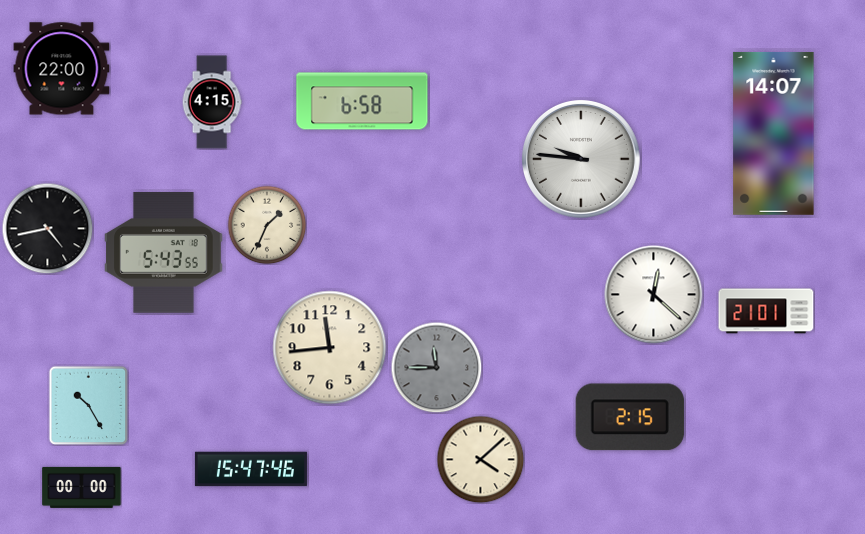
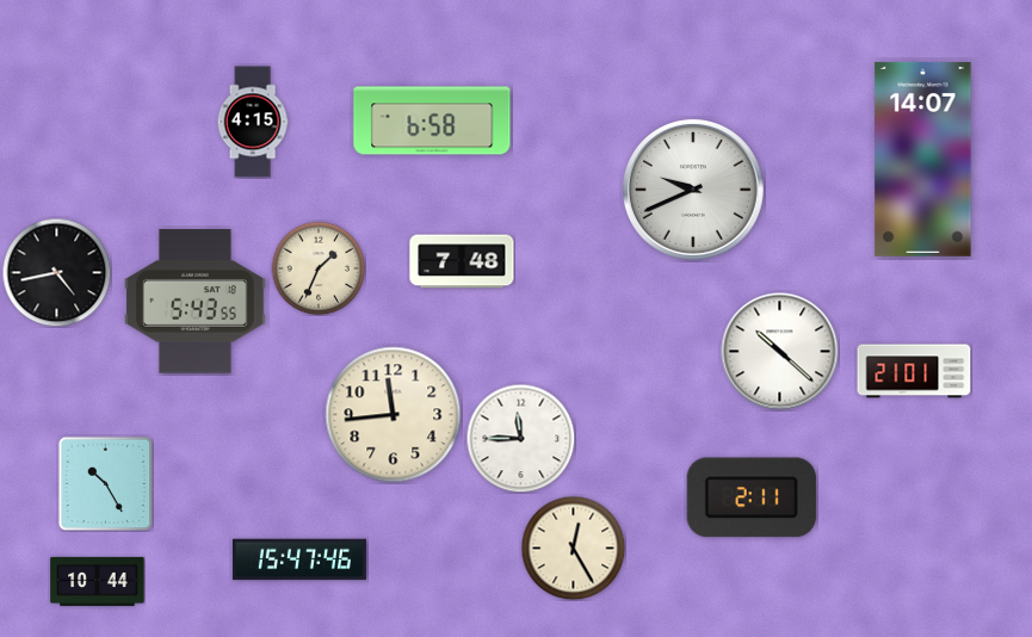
clock at (62, 69): 22:00 -> none
clock at (581, 159): 9:46 -> 9:41
clock at (462, 261): none -> 7:48
clock at (654, 295): 12:22 -> 10:22
clock at (436, 367) dial: grey -> white
clock at (630, 417): 2:15 -> 2:11
clock at (480, 459): 4:08 -> 12:25
clock at (82, 487): 00:00 -> 10:44
